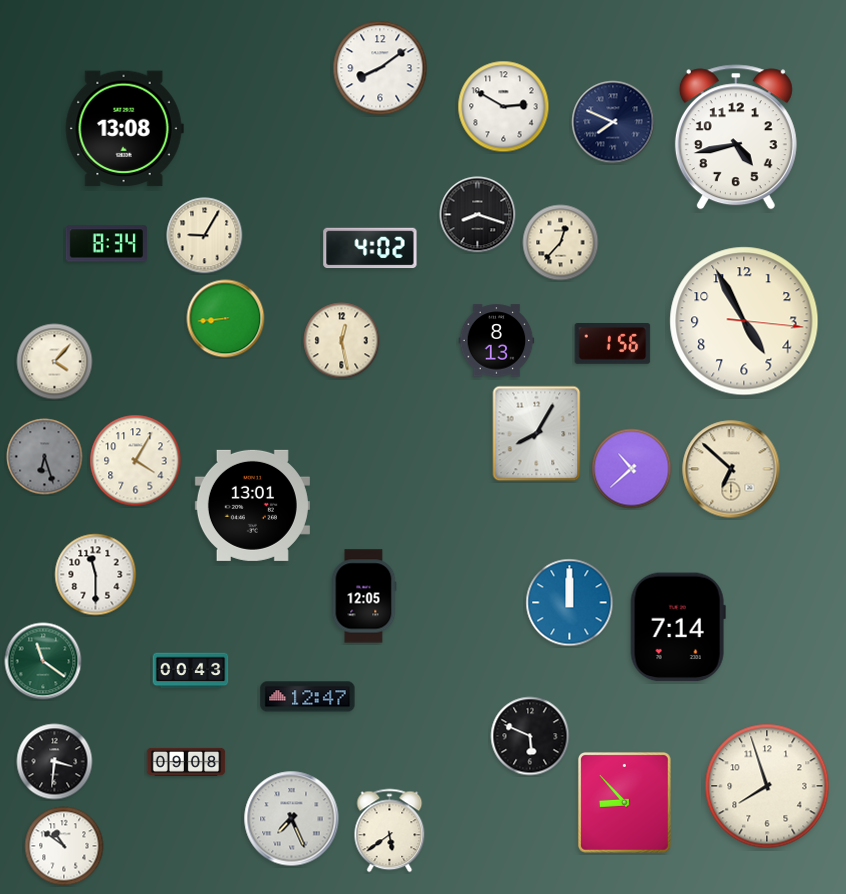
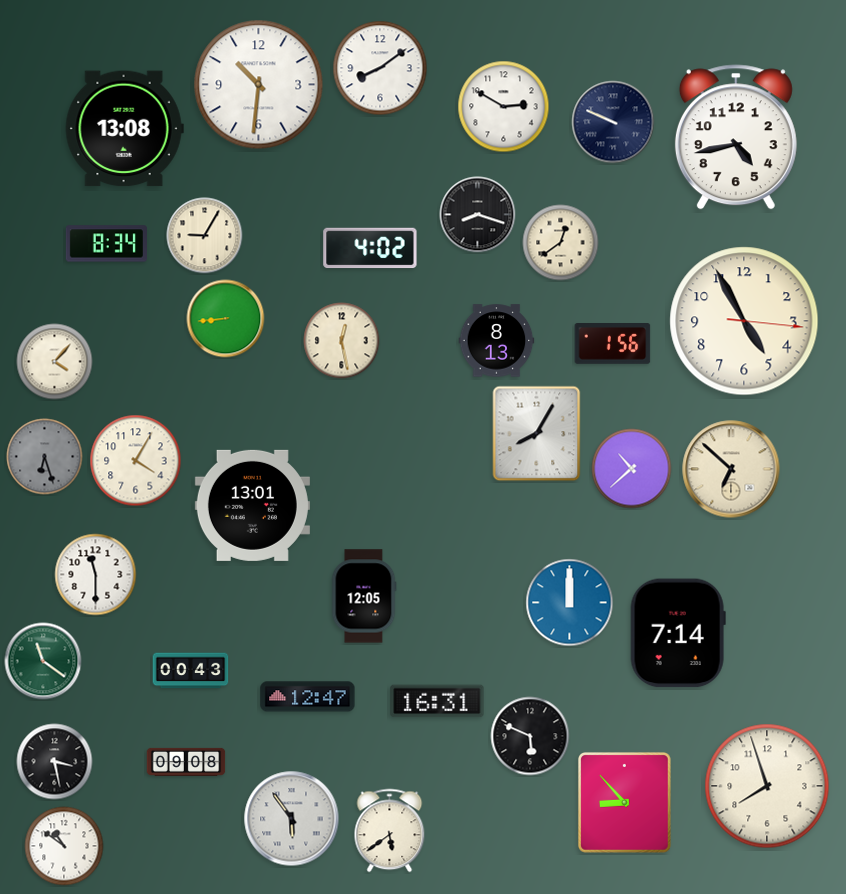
clock at (259, 85): none -> 10:31
clock at (613, 122): 7:49 -> 9:49
clock at (561, 243): 12:37 -> 12:39
clock at (678, 627) position: (678, 627) -> (678, 633)
clock at (437, 701): none -> 16:31
clock at (55, 762): 3:31 -> 3:28
clock at (292, 819): 7:26 -> 5:54
